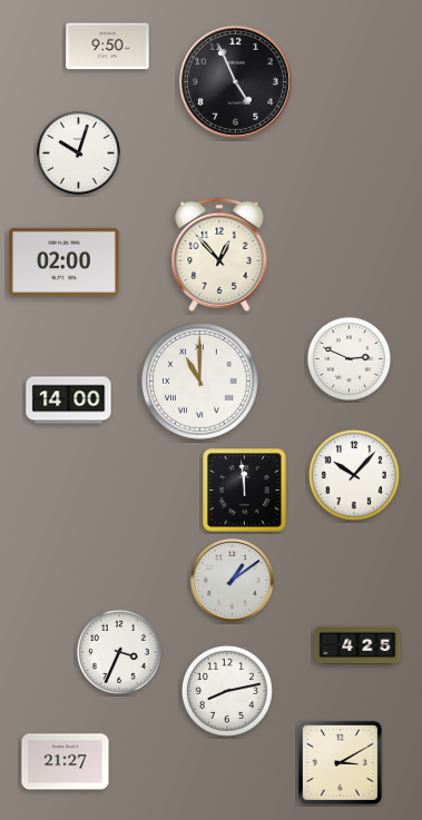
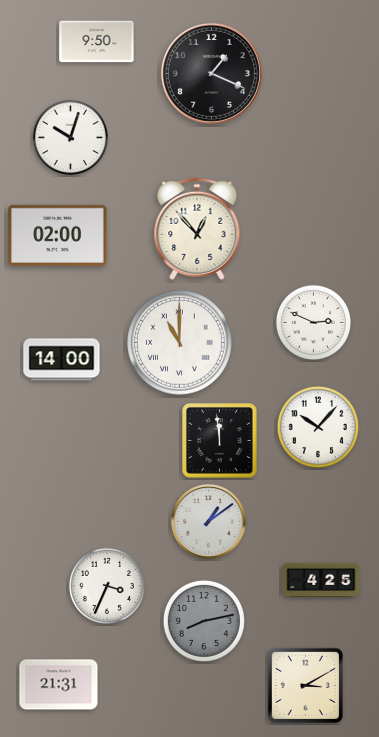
clock at (235, 81): 4:56 -> 1:19
clock at (227, 691) dial: white -> grey
clock at (66, 762): 21:27 -> 21:31
